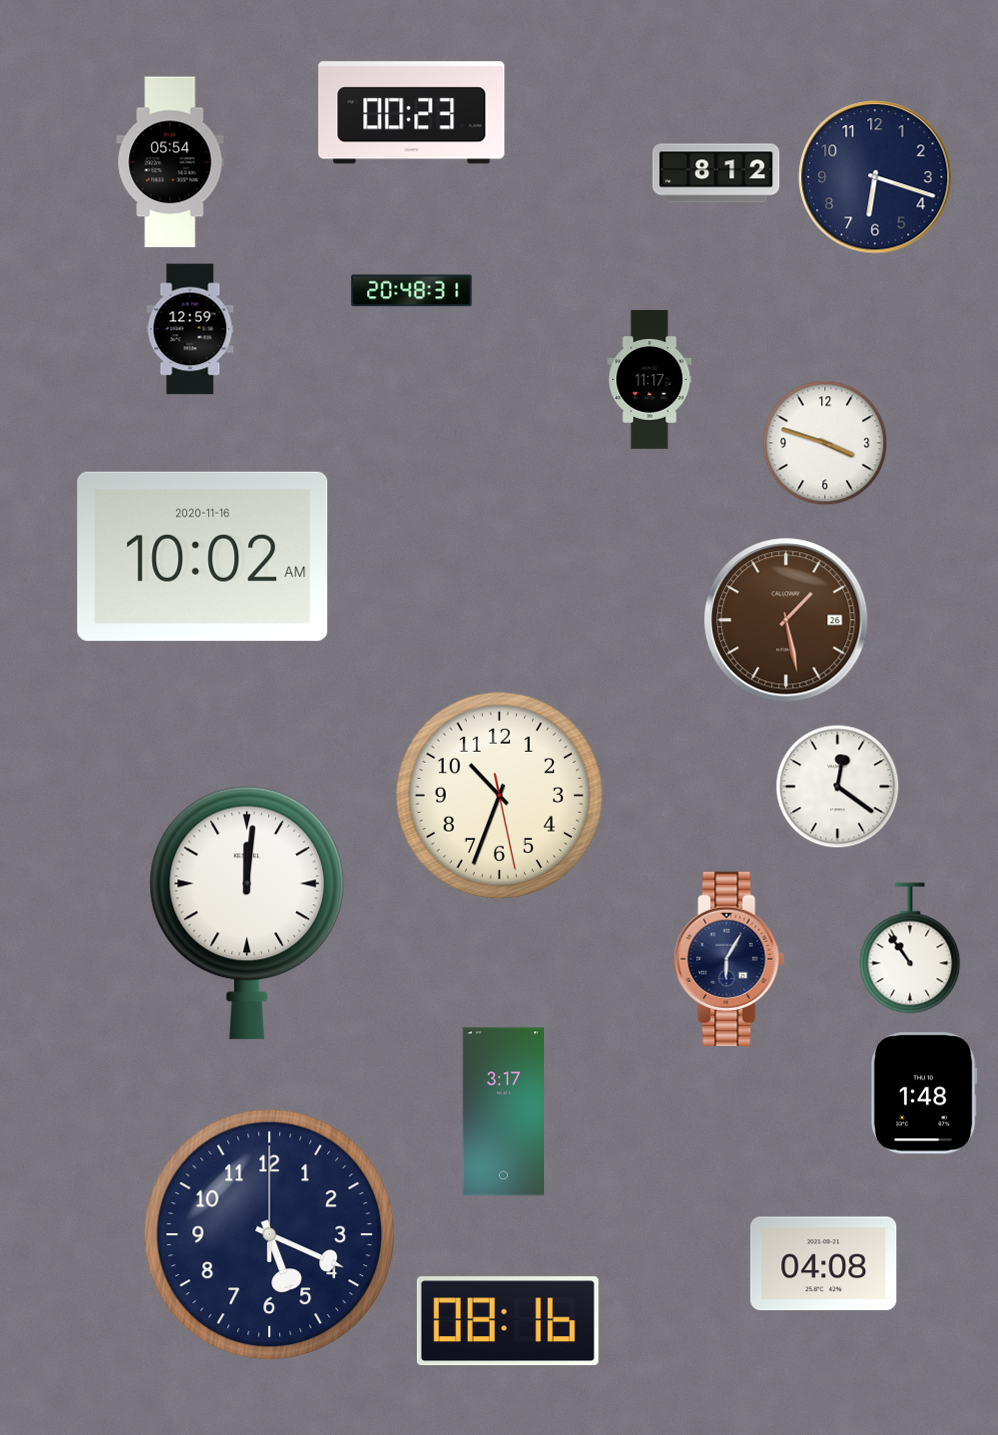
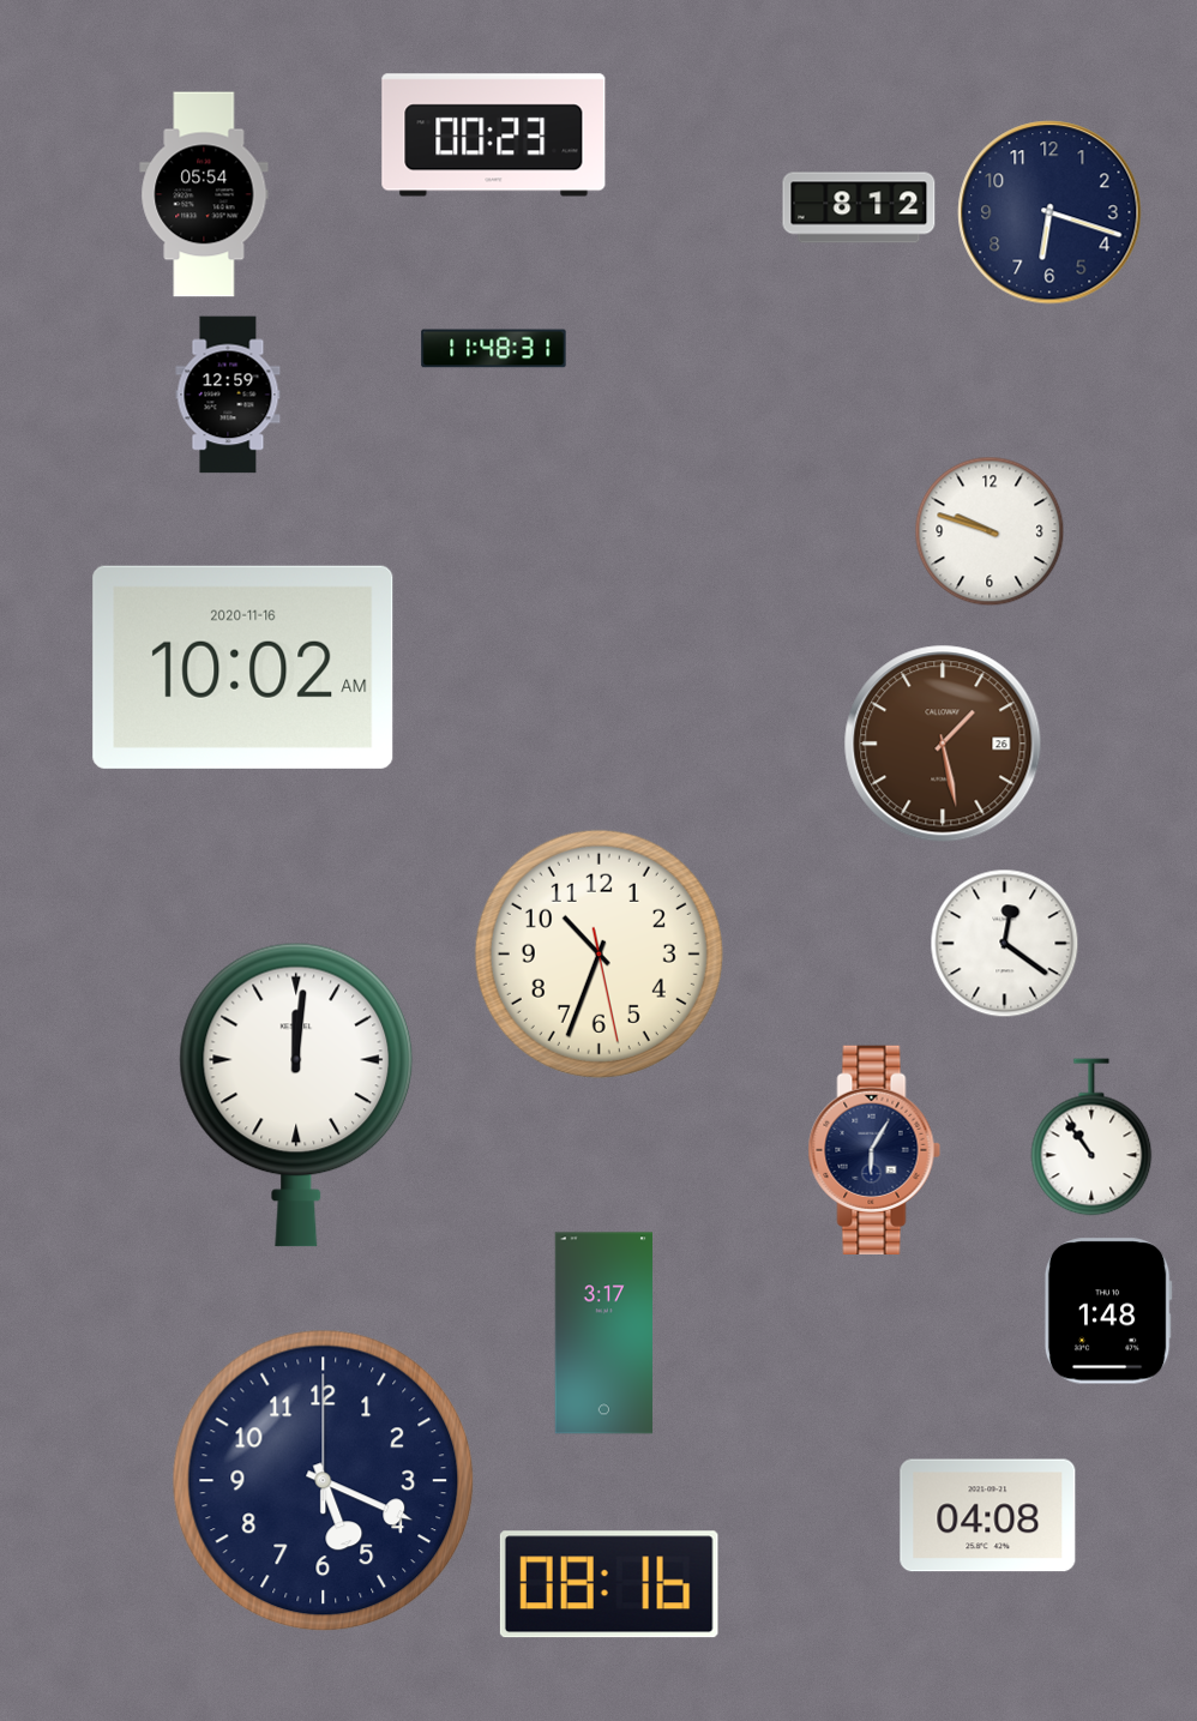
clock at (412, 291): 20:48 -> 11:48
clock at (650, 380): 11:17 -> none
clock at (825, 443): 3:48 -> 9:48
